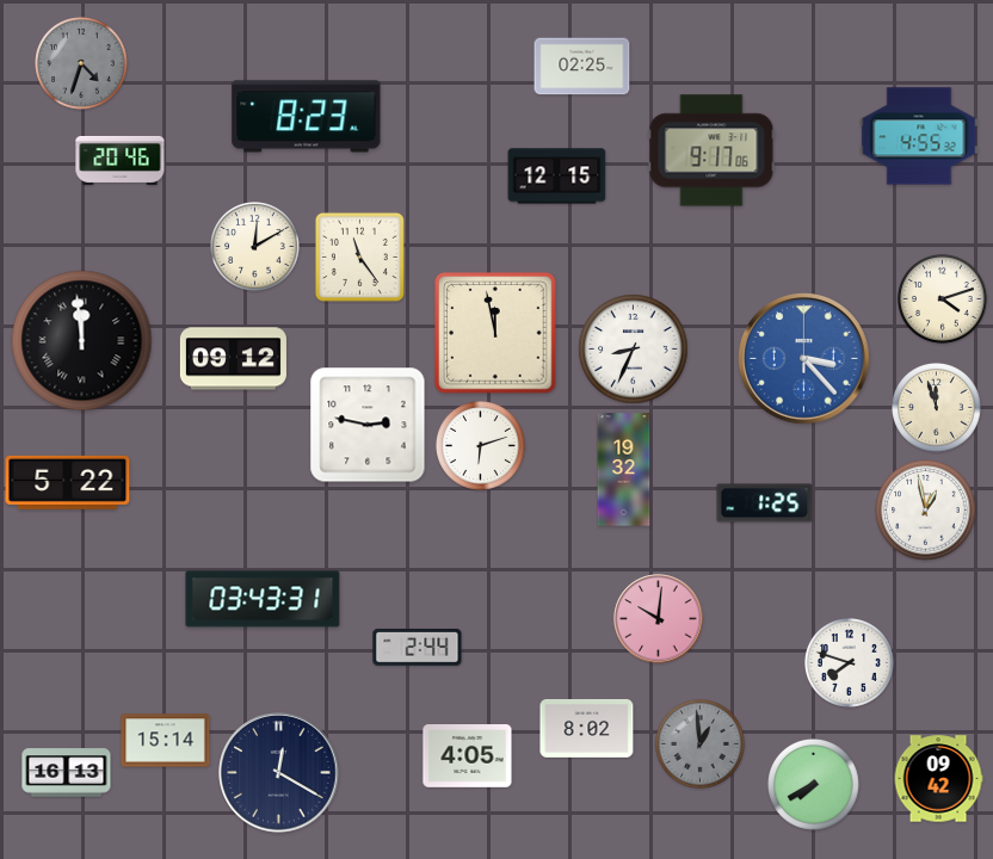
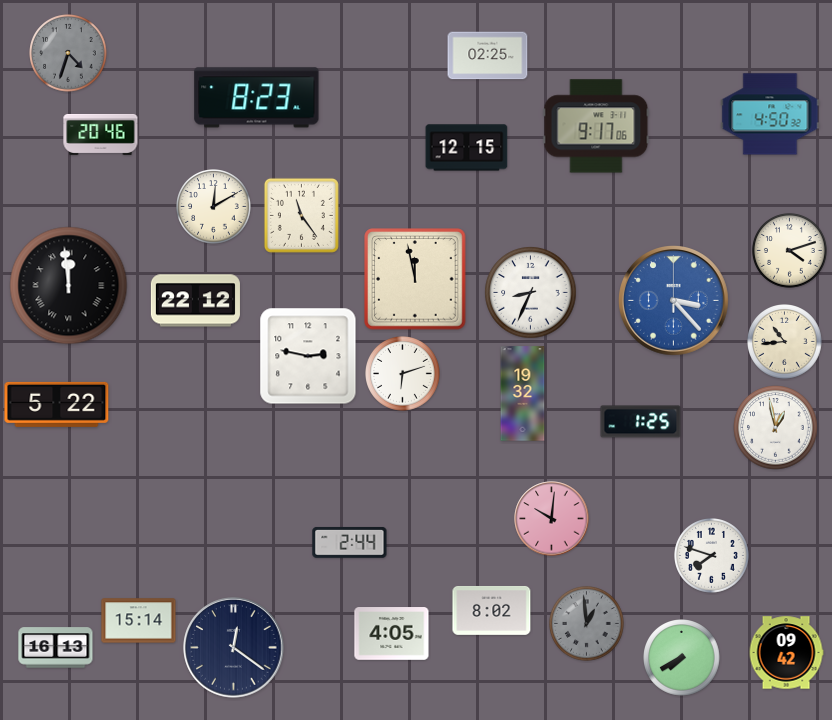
clock at (919, 136): 4:55 -> 4:50
clock at (233, 359): 09:12 -> 22:12
clock at (937, 408): 11:57 -> 10:44
clock at (263, 599): 03:43 -> none
clock at (279, 773): 12:20 -> 12:21
